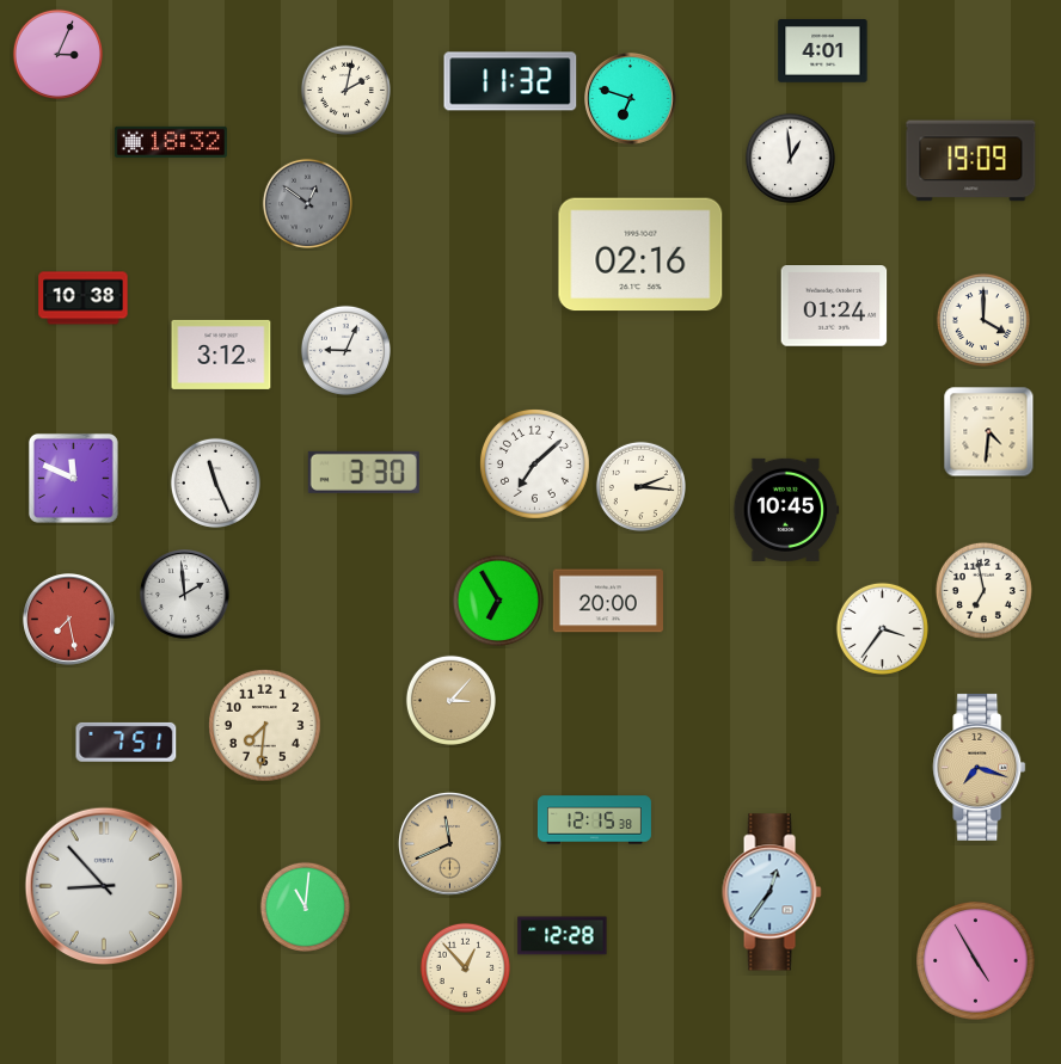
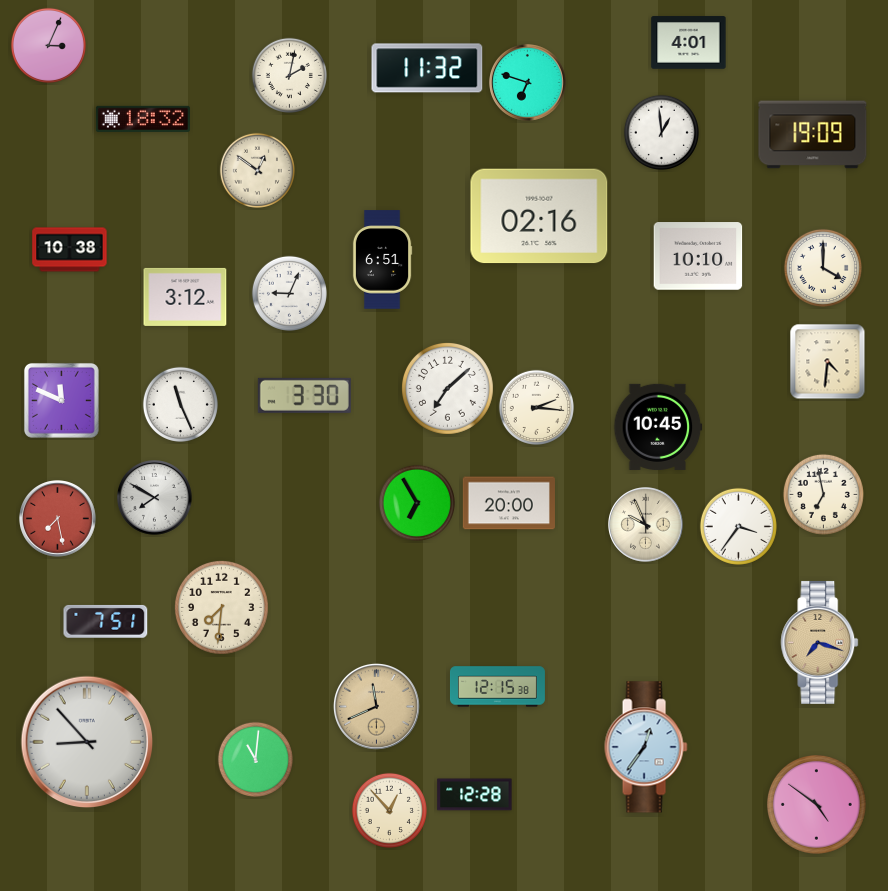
clock at (307, 203) dial: grey -> cream
clock at (640, 254) position: (640, 254) -> (539, 216)
clock at (834, 306): 01:24 -> 10:10
clock at (382, 260): none -> 6:51
clock at (185, 595): 1:59 -> 7:50
clock at (646, 525): none -> 9:56
clock at (450, 700): 3:07 -> none
clock at (563, 936) position: (563, 936) -> (475, 795)
clock at (976, 961): 4:55 -> 4:51
